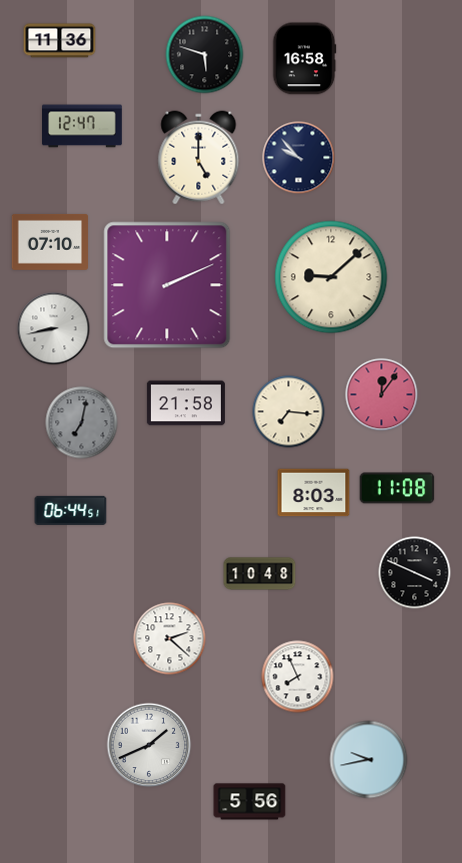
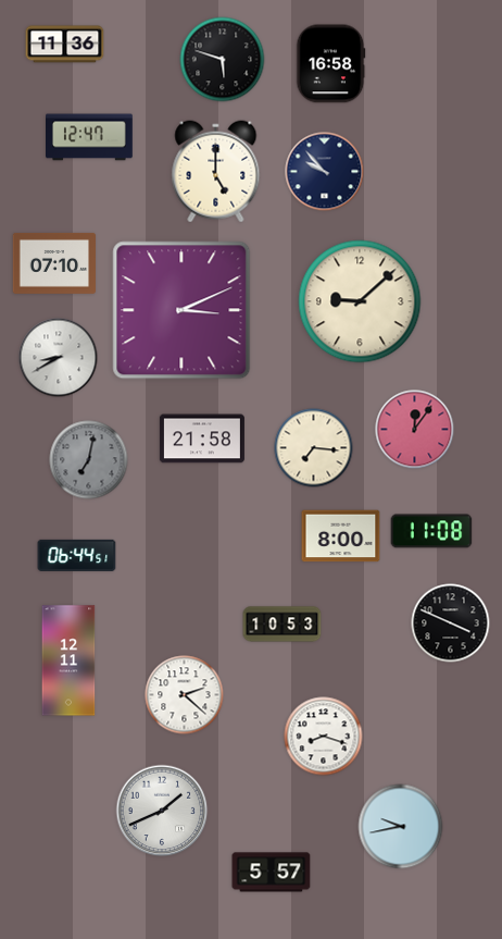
clock at (167, 285): 2:11 -> 3:11
clock at (54, 329): 8:43 -> 8:40
clock at (314, 493): 8:03 -> 8:00
clock at (260, 574): 10:48 -> 10:53
clock at (68, 660): none -> 12:11
clock at (298, 677): 7:56 -> 8:18
clock at (250, 802): 5:56 -> 5:57
